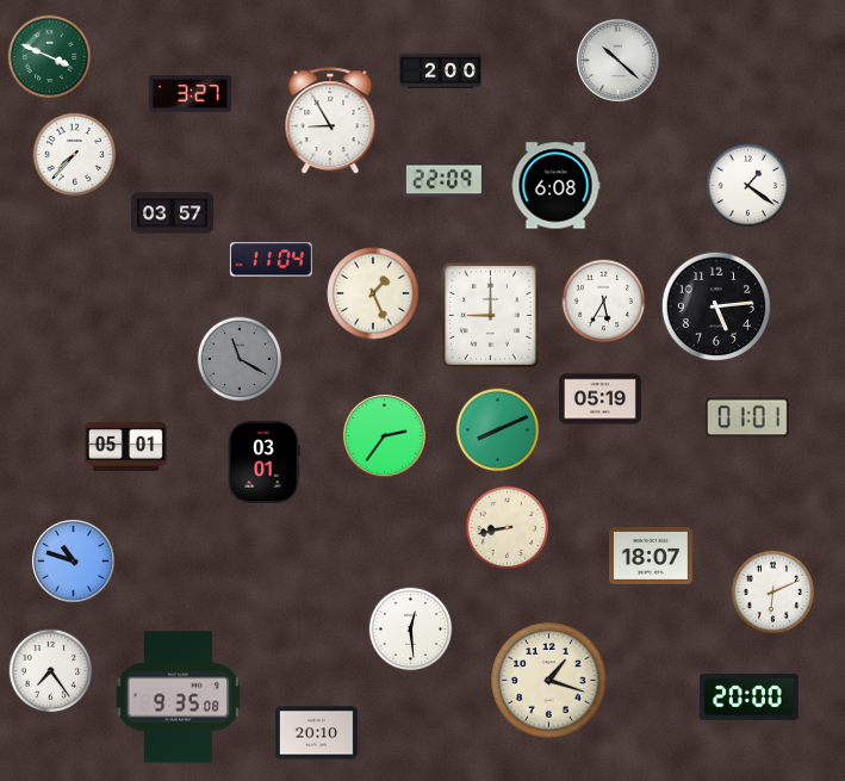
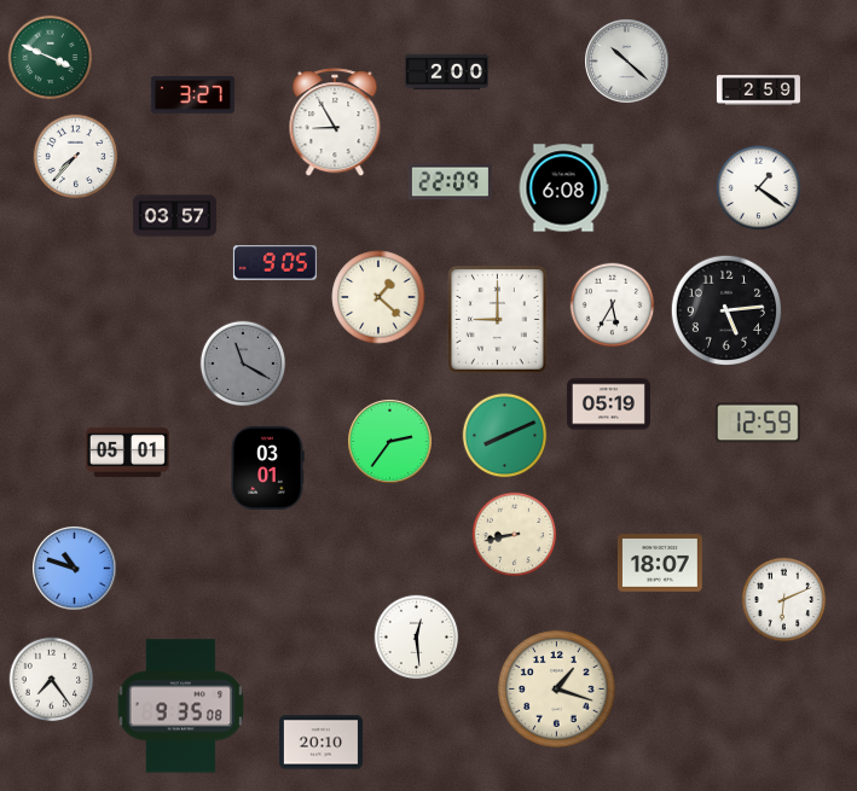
clock at (758, 91): none -> 2:59
clock at (271, 260): 11:04 -> 9:05
clock at (373, 293): 1:26 -> 1:22
clock at (747, 417): 01:01 -> 12:59
clock at (750, 696): 20:00 -> none
